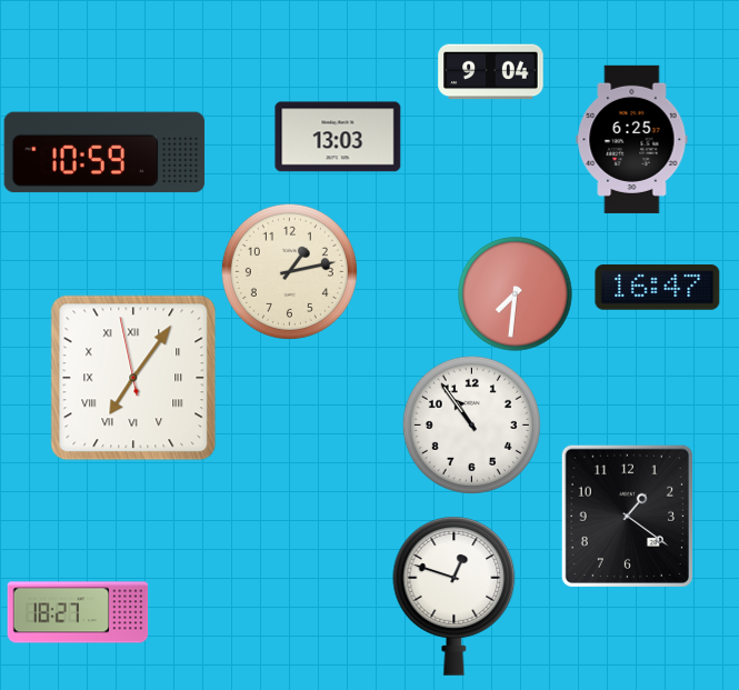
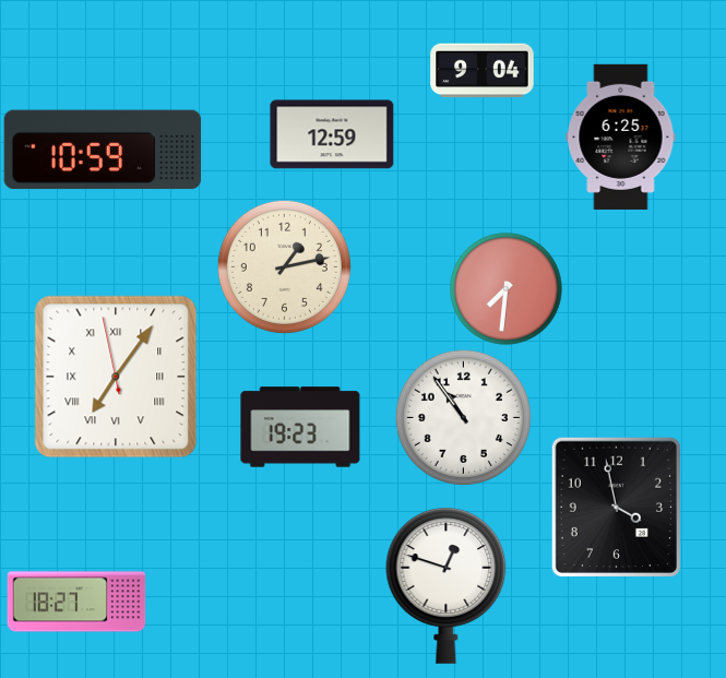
clock at (338, 137): 13:03 -> 12:59
clock at (658, 288): 16:47 -> none
clock at (133, 378) position: (133, 378) -> (116, 377)
clock at (300, 427): none -> 19:23
clock at (627, 516): 1:21 -> 3:58
